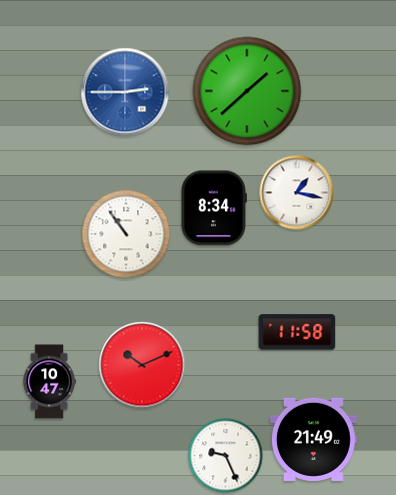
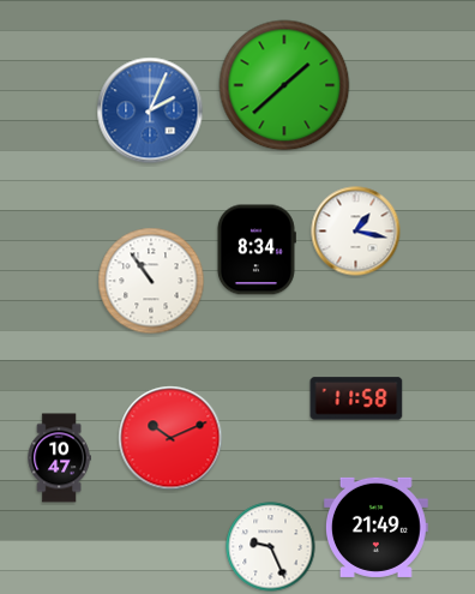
clock at (247, 91) position: (247, 91) -> (284, 85)
clock at (125, 92): 2:45 -> 2:04
